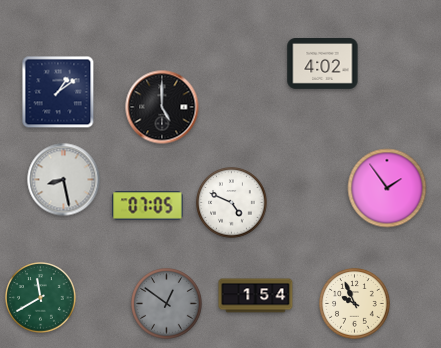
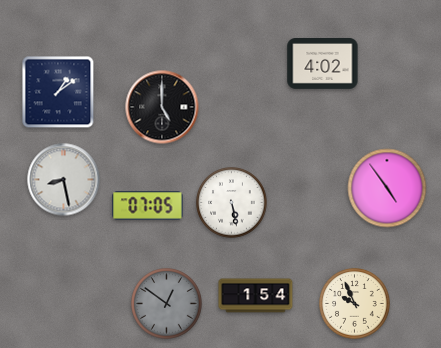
clock at (387, 188): 1:54 -> 4:54
clock at (232, 203): 4:49 -> 5:28
clock at (41, 298): 11:40 -> none
